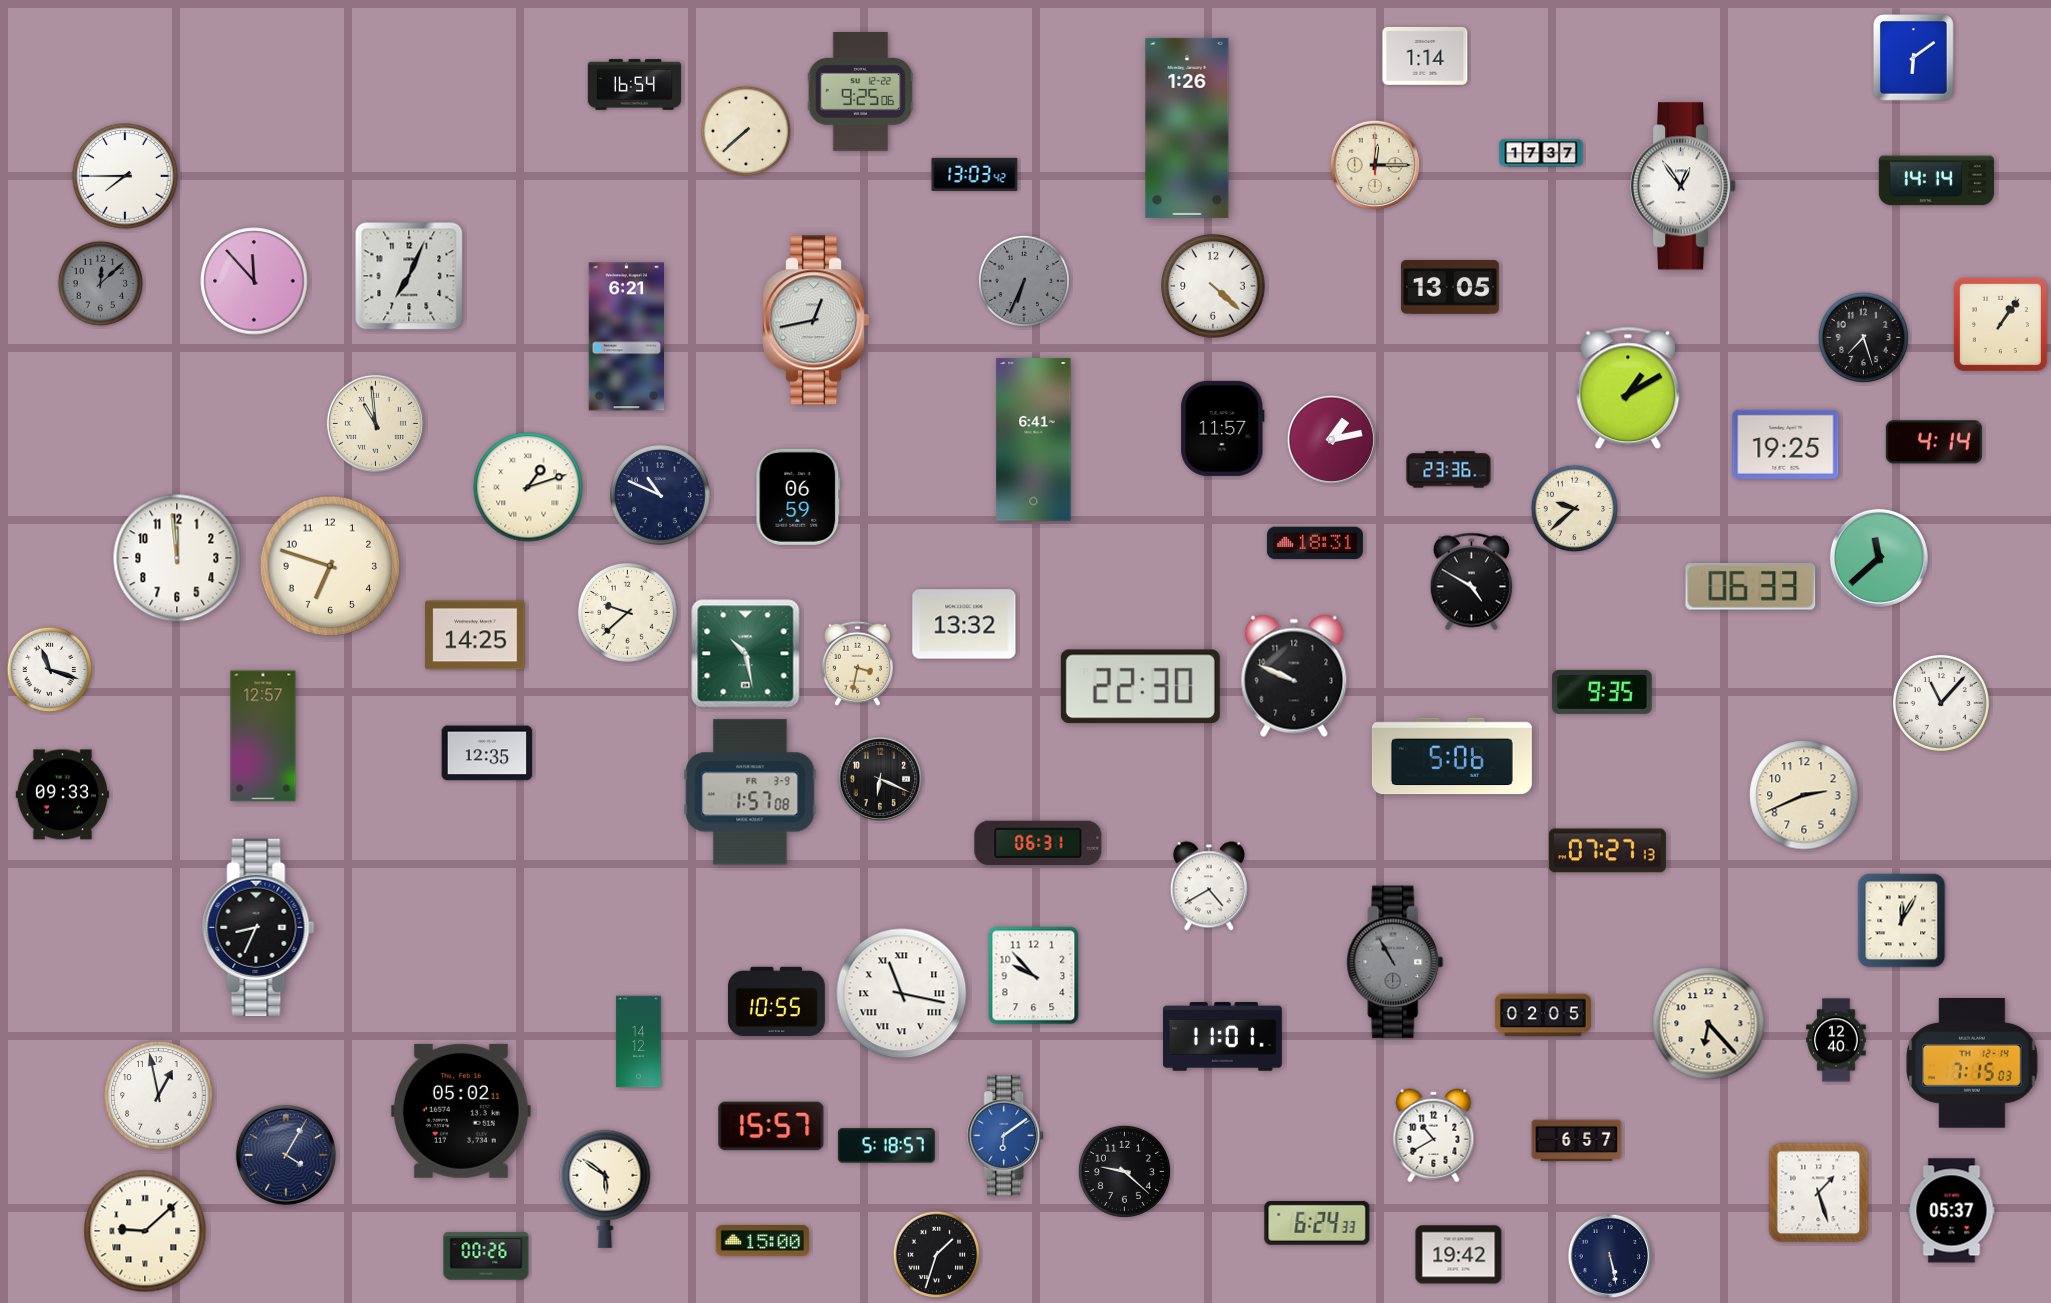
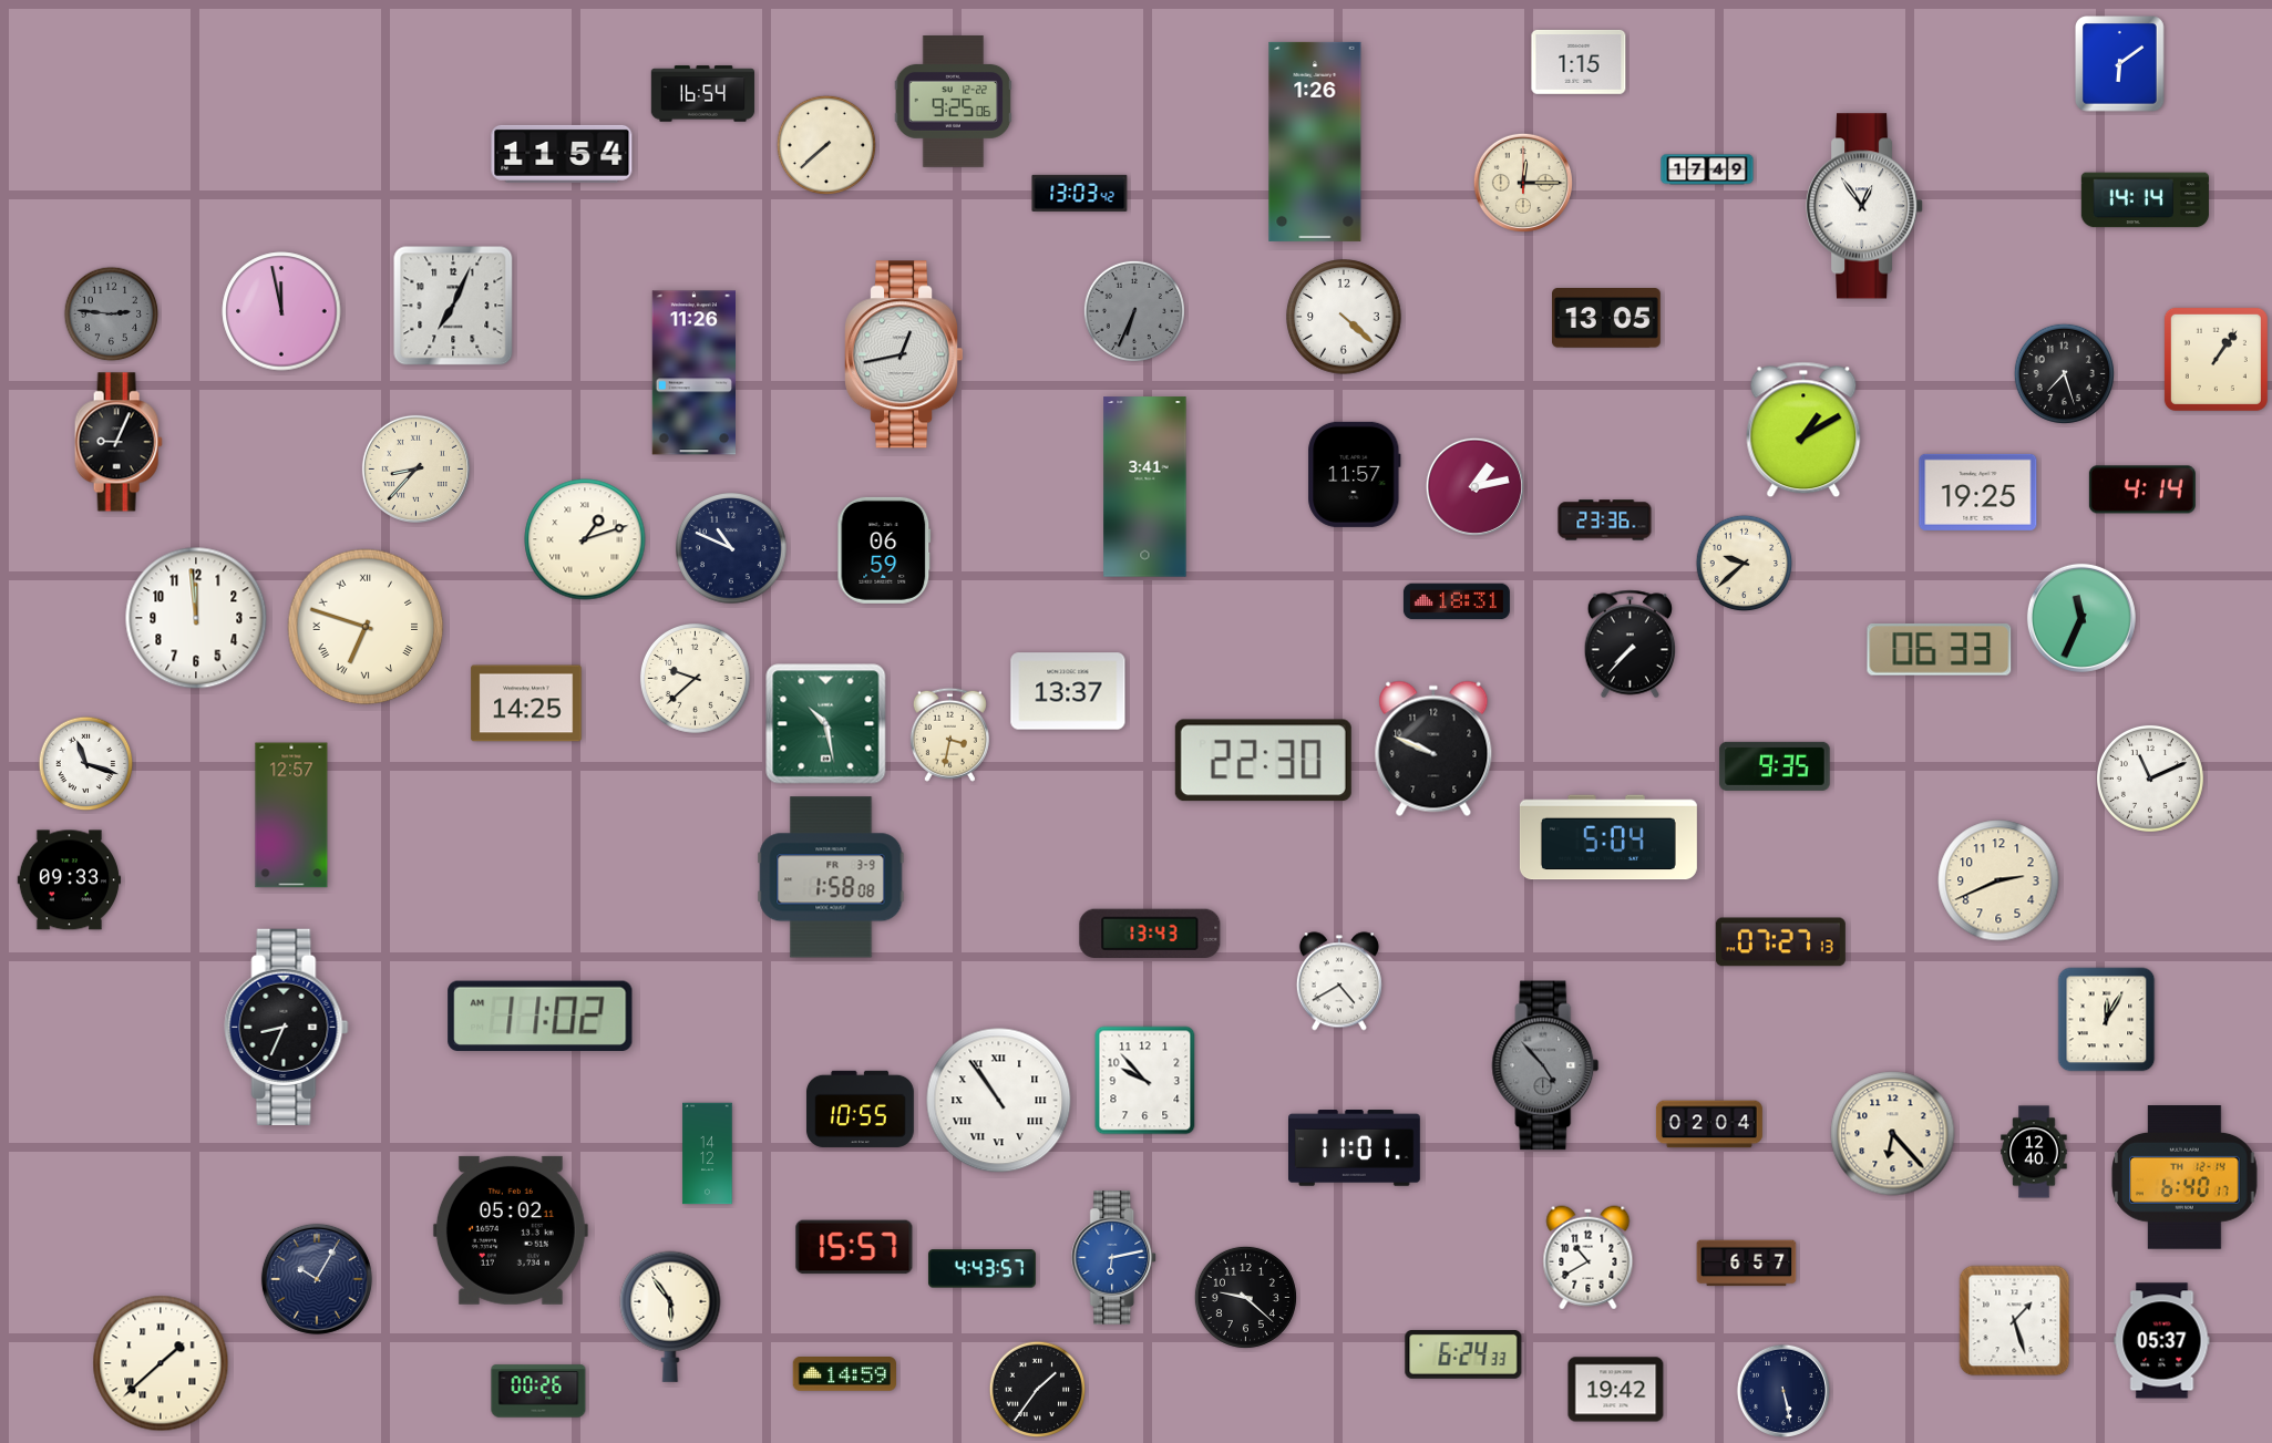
clock at (1425, 56): 1:14 -> 1:15
clock at (562, 154): none -> 11:54
clock at (1541, 153): 17:37 -> 17:49
clock at (125, 176): 7:45 -> none
clock at (254, 281): 11:53 -> 11:58
clock at (101, 284): 12:08 -> 2:46
clock at (626, 337): 6:21 -> 11:26
clock at (119, 442): none -> 9:04
clock at (375, 423): 10:59 -> 8:37
clock at (1034, 440): 6:41 -> 3:41
clock at (1879, 558): 11:38 -> 11:34
clock at (330, 566) numerals: Arabic -> Roman
clock at (1471, 582): 4:50 -> 7:37
clock at (964, 624): 13:32 -> 13:37
clock at (50, 670) position: (50, 670) -> (86, 764)
clock at (1941, 703): 11:07 -> 11:11
clock at (487, 753): 12:35 -> none
clock at (1452, 756): 5:06 -> 5:04
clock at (879, 778): 6:19 -> none
clock at (750, 792): 1:57 -> 1:58
clock at (1038, 843): 06:31 -> 13:43
clock at (541, 1016): none -> 11:02
clock at (1395, 962): 10:55 -> 4:53
clock at (902, 994): 11:17 -> 10:54
clock at (1543, 1015): 02:05 -> 02:04
clock at (1972, 1064): 7:15 -> 6:40
clock at (159, 1096): 12:58 -> none
clock at (1006, 1136): 6:09 -> 6:13
clock at (886, 1146): 5:18 -> 4:43
clock at (286, 1155): 4:05 -> 10:05
clock at (605, 1189): 5:51 -> 5:54
clock at (1317, 1223) position: (1317, 1223) -> (1463, 1354)
clock at (145, 1231): 9:08 -> 1:38
clock at (762, 1241): 15:00 -> 14:59
clock at (937, 1255): 1:33 -> 1:36
